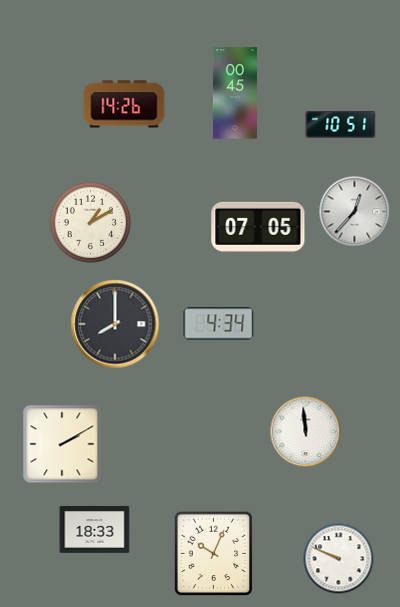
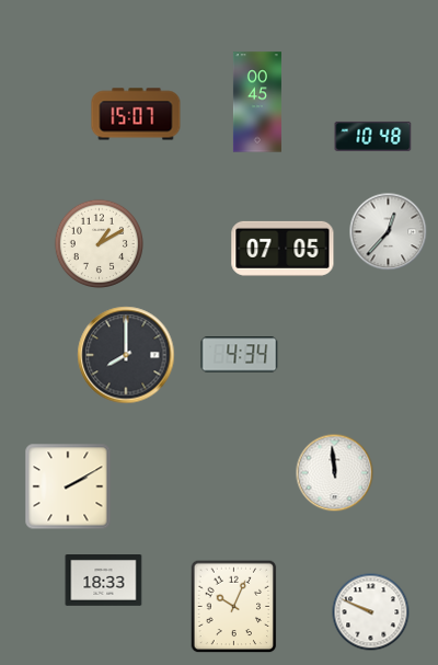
clock at (124, 104): 14:26 -> 15:07
clock at (341, 124): 10:51 -> 10:48
